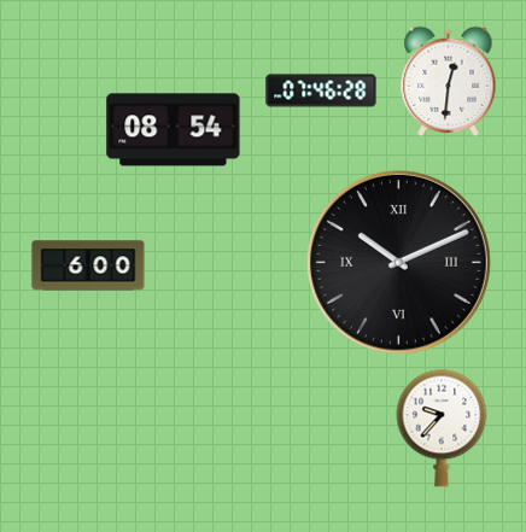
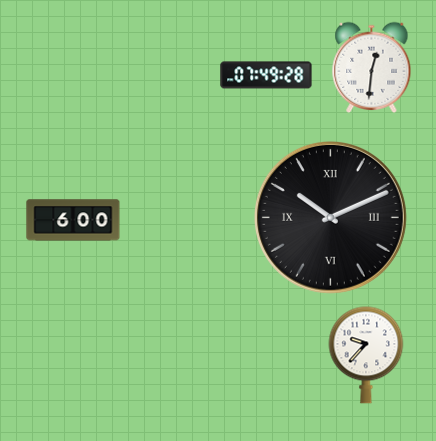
clock at (321, 90): 07:46 -> 07:49
clock at (174, 130): 08:54 -> none
